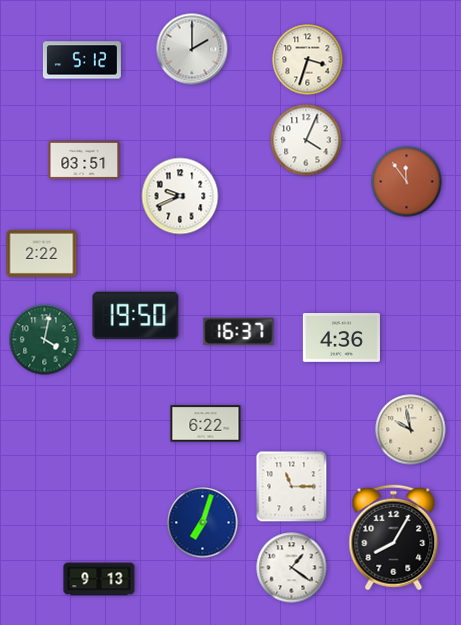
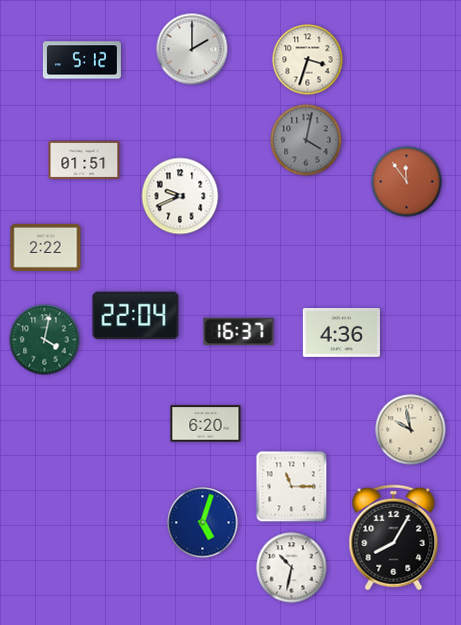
clock at (306, 140): 4:04 -> 4:02
clock at (306, 140) dial: white -> grey
clock at (84, 160): 03:51 -> 01:51
clock at (42, 253) position: (42, 253) -> (46, 247)
clock at (136, 316): 19:50 -> 22:04
clock at (341, 338) position: (341, 338) -> (341, 333)
clock at (206, 424): 6:22 -> 6:20
clock at (203, 523): 7:03 -> 5:03
clock at (292, 568): 1:21 -> 10:32
clock at (99, 579): 9:13 -> none
